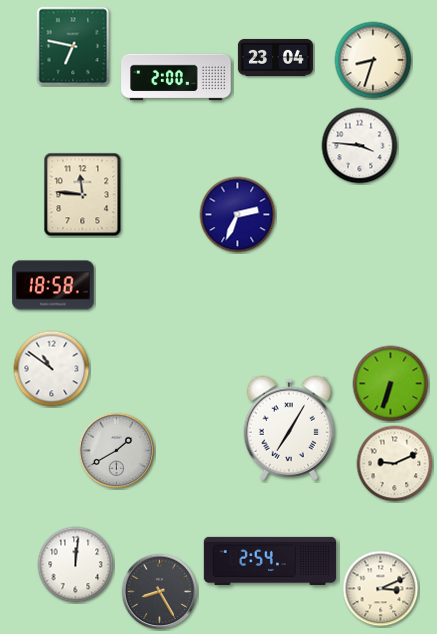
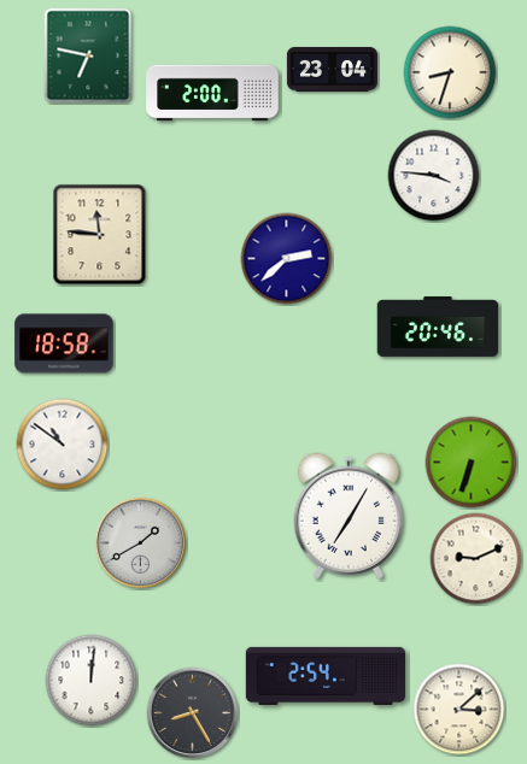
clock at (238, 215): 2:34 -> 2:38
clock at (438, 327): none -> 20:46
clock at (381, 589): 3:11 -> 3:08
